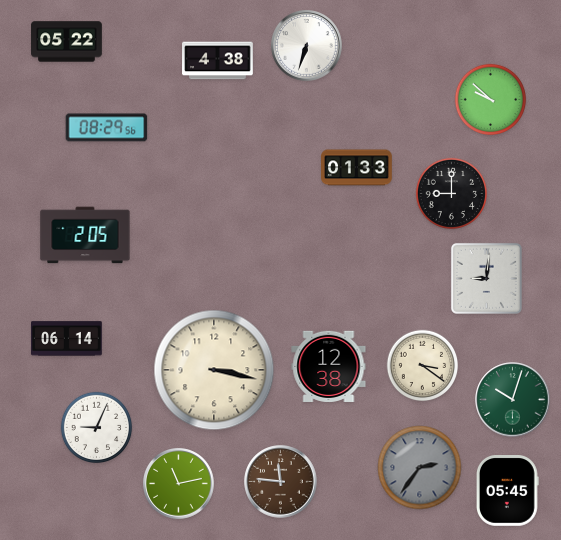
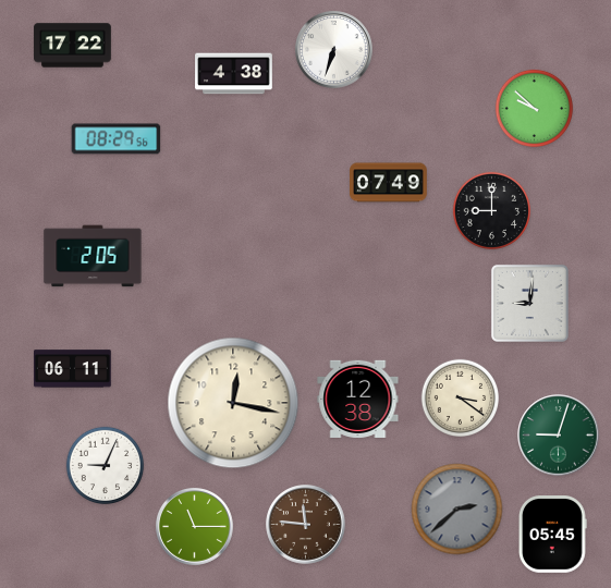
clock at (67, 42): 05:22 -> 17:22
clock at (218, 61) position: (218, 61) -> (234, 74)
clock at (357, 168): 01:33 -> 07:49
clock at (67, 339): 06:14 -> 06:11
clock at (214, 370): 3:17 -> 12:17
clock at (513, 400): 10:03 -> 9:03
clock at (420, 468): 2:36 -> 2:38
clock at (179, 484): 11:13 -> 11:15
